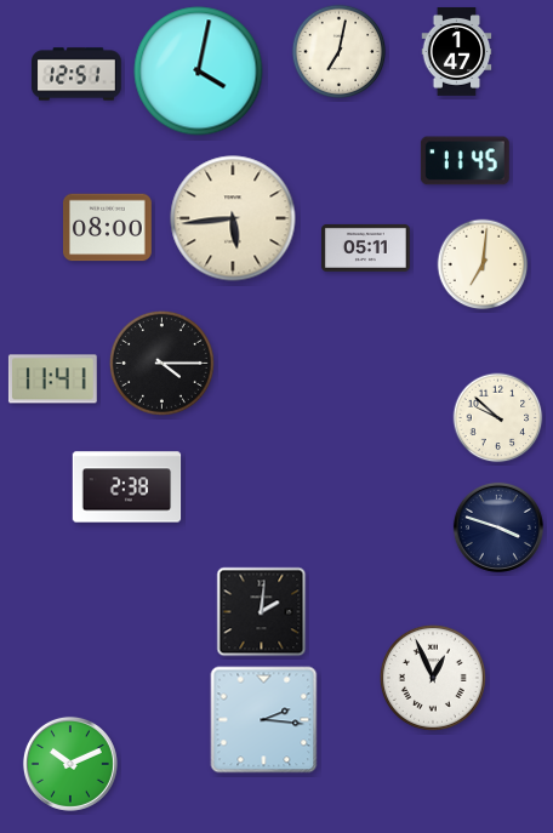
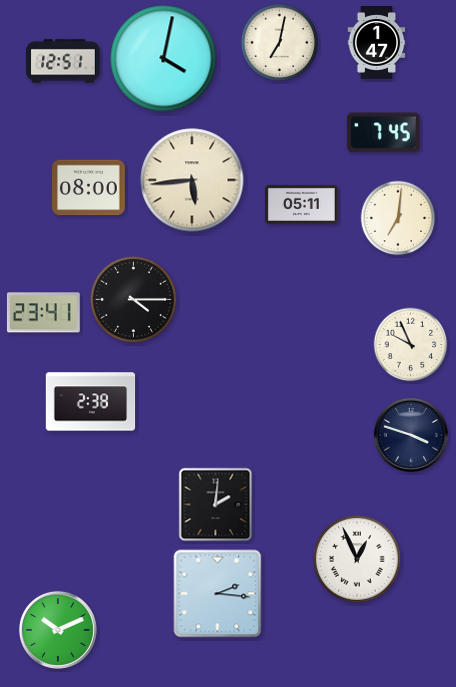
clock at (464, 161): 11:45 -> 7:45
clock at (52, 380): 11:41 -> 23:41
clock at (498, 418): 9:52 -> 9:56
clock at (127, 487) position: (127, 487) -> (91, 402)
